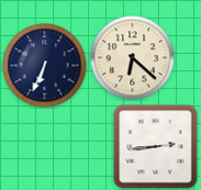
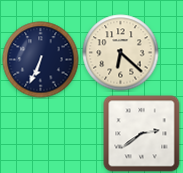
clock at (156, 147): 2:44 -> 2:39
